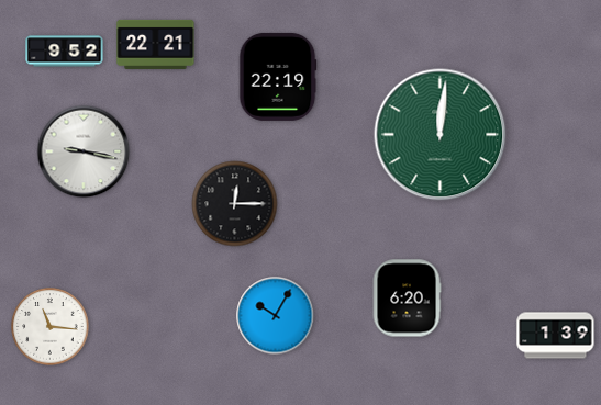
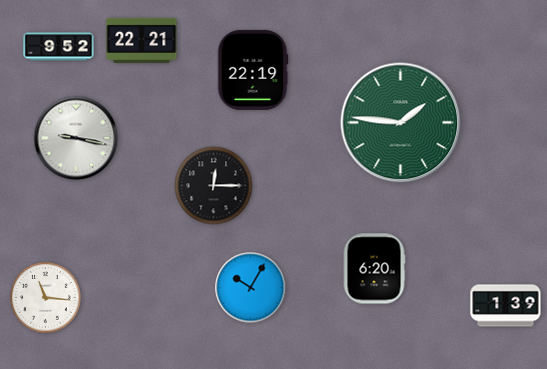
clock at (441, 135): 12:01 -> 1:46
clock at (407, 299) position: (407, 299) -> (374, 269)
